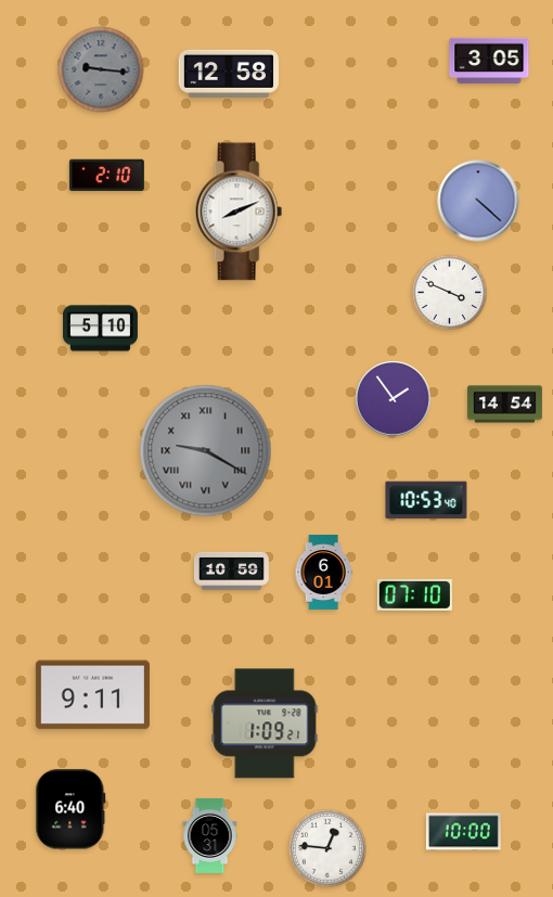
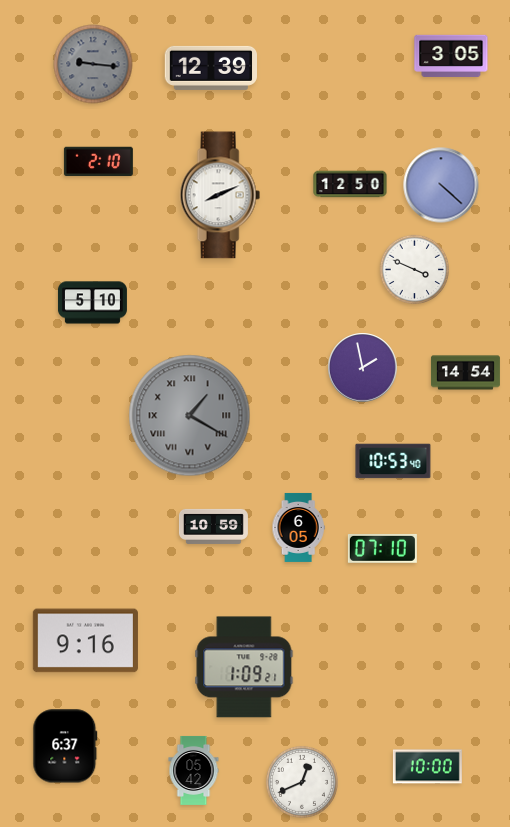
clock at (228, 74): 12:58 -> 12:39
clock at (350, 184): none -> 12:50
clock at (394, 399): 1:54 -> 1:58
clock at (206, 451): 9:20 -> 1:20
clock at (323, 572): 6:01 -> 6:05
clock at (92, 695): 9:11 -> 9:16
clock at (70, 809): 6:40 -> 6:37
clock at (210, 835): 05:31 -> 05:42
clock at (327, 848): 12:46 -> 12:41
